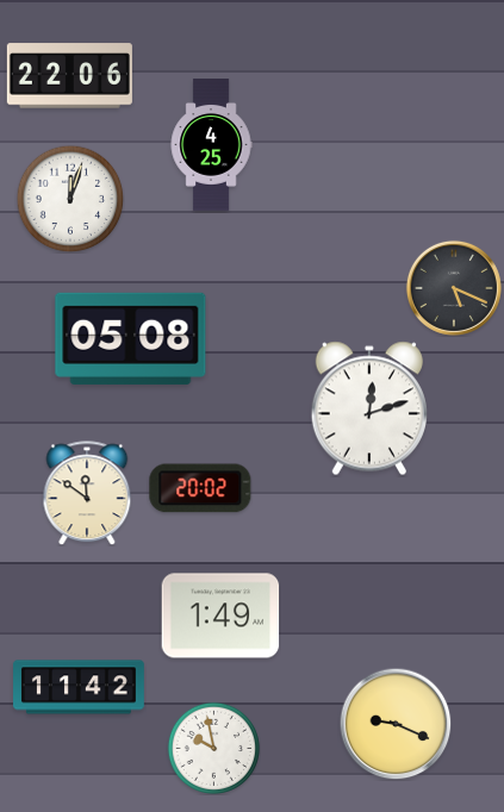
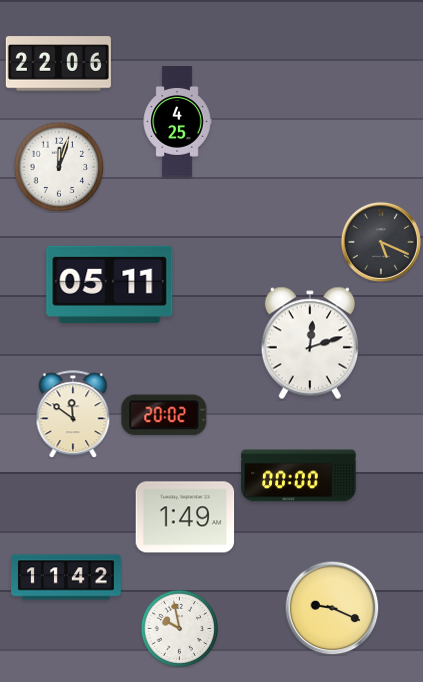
clock at (131, 338): 05:08 -> 05:11
clock at (200, 488) position: (200, 488) -> (164, 415)
clock at (299, 476): none -> 00:00
